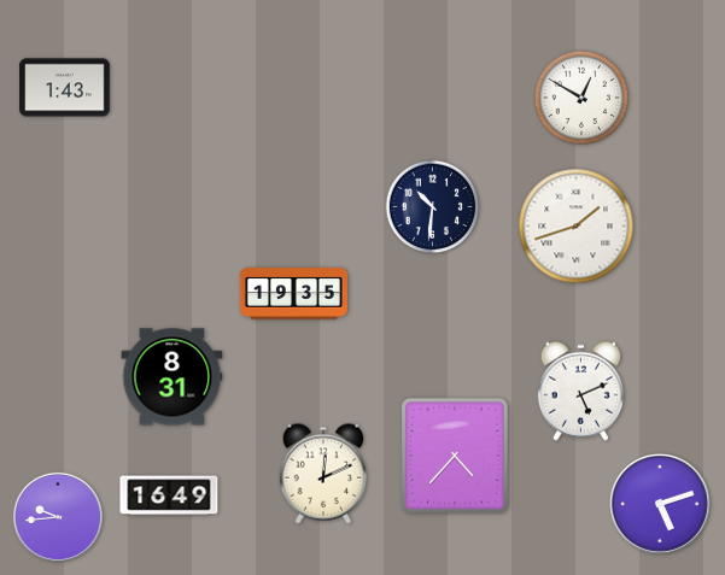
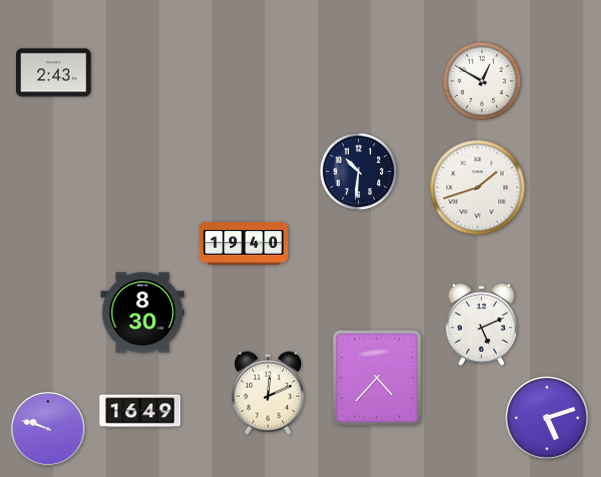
clock at (65, 88): 1:43 -> 2:43
clock at (293, 294): 19:35 -> 19:40
clock at (173, 377): 8:31 -> 8:30
clock at (58, 517): 9:44 -> 9:48
